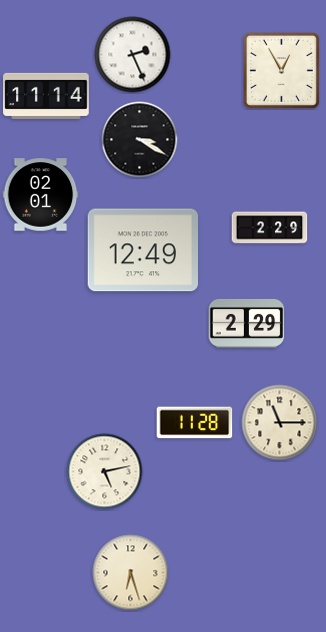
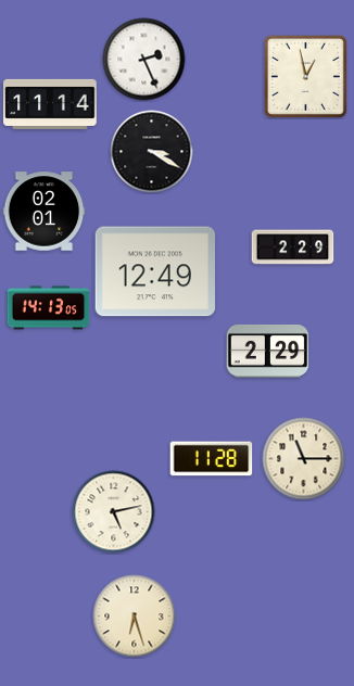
clock at (281, 70): 12:55 -> 12:58
clock at (49, 308): none -> 14:13
clock at (131, 573) position: (131, 573) -> (135, 617)
